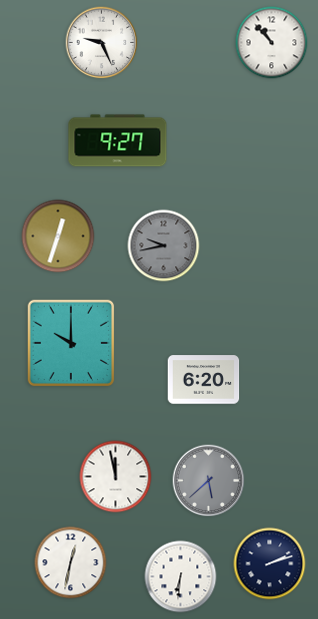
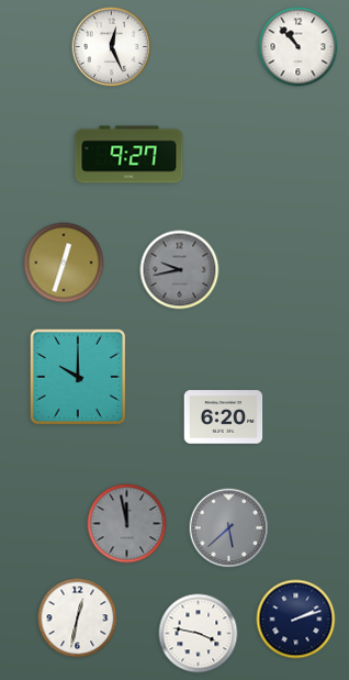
clock at (102, 43): 9:26 -> 12:26
clock at (58, 236) position: (58, 236) -> (64, 263)
clock at (116, 477) dial: white -> grey
clock at (181, 577): 6:31 -> 3:47
